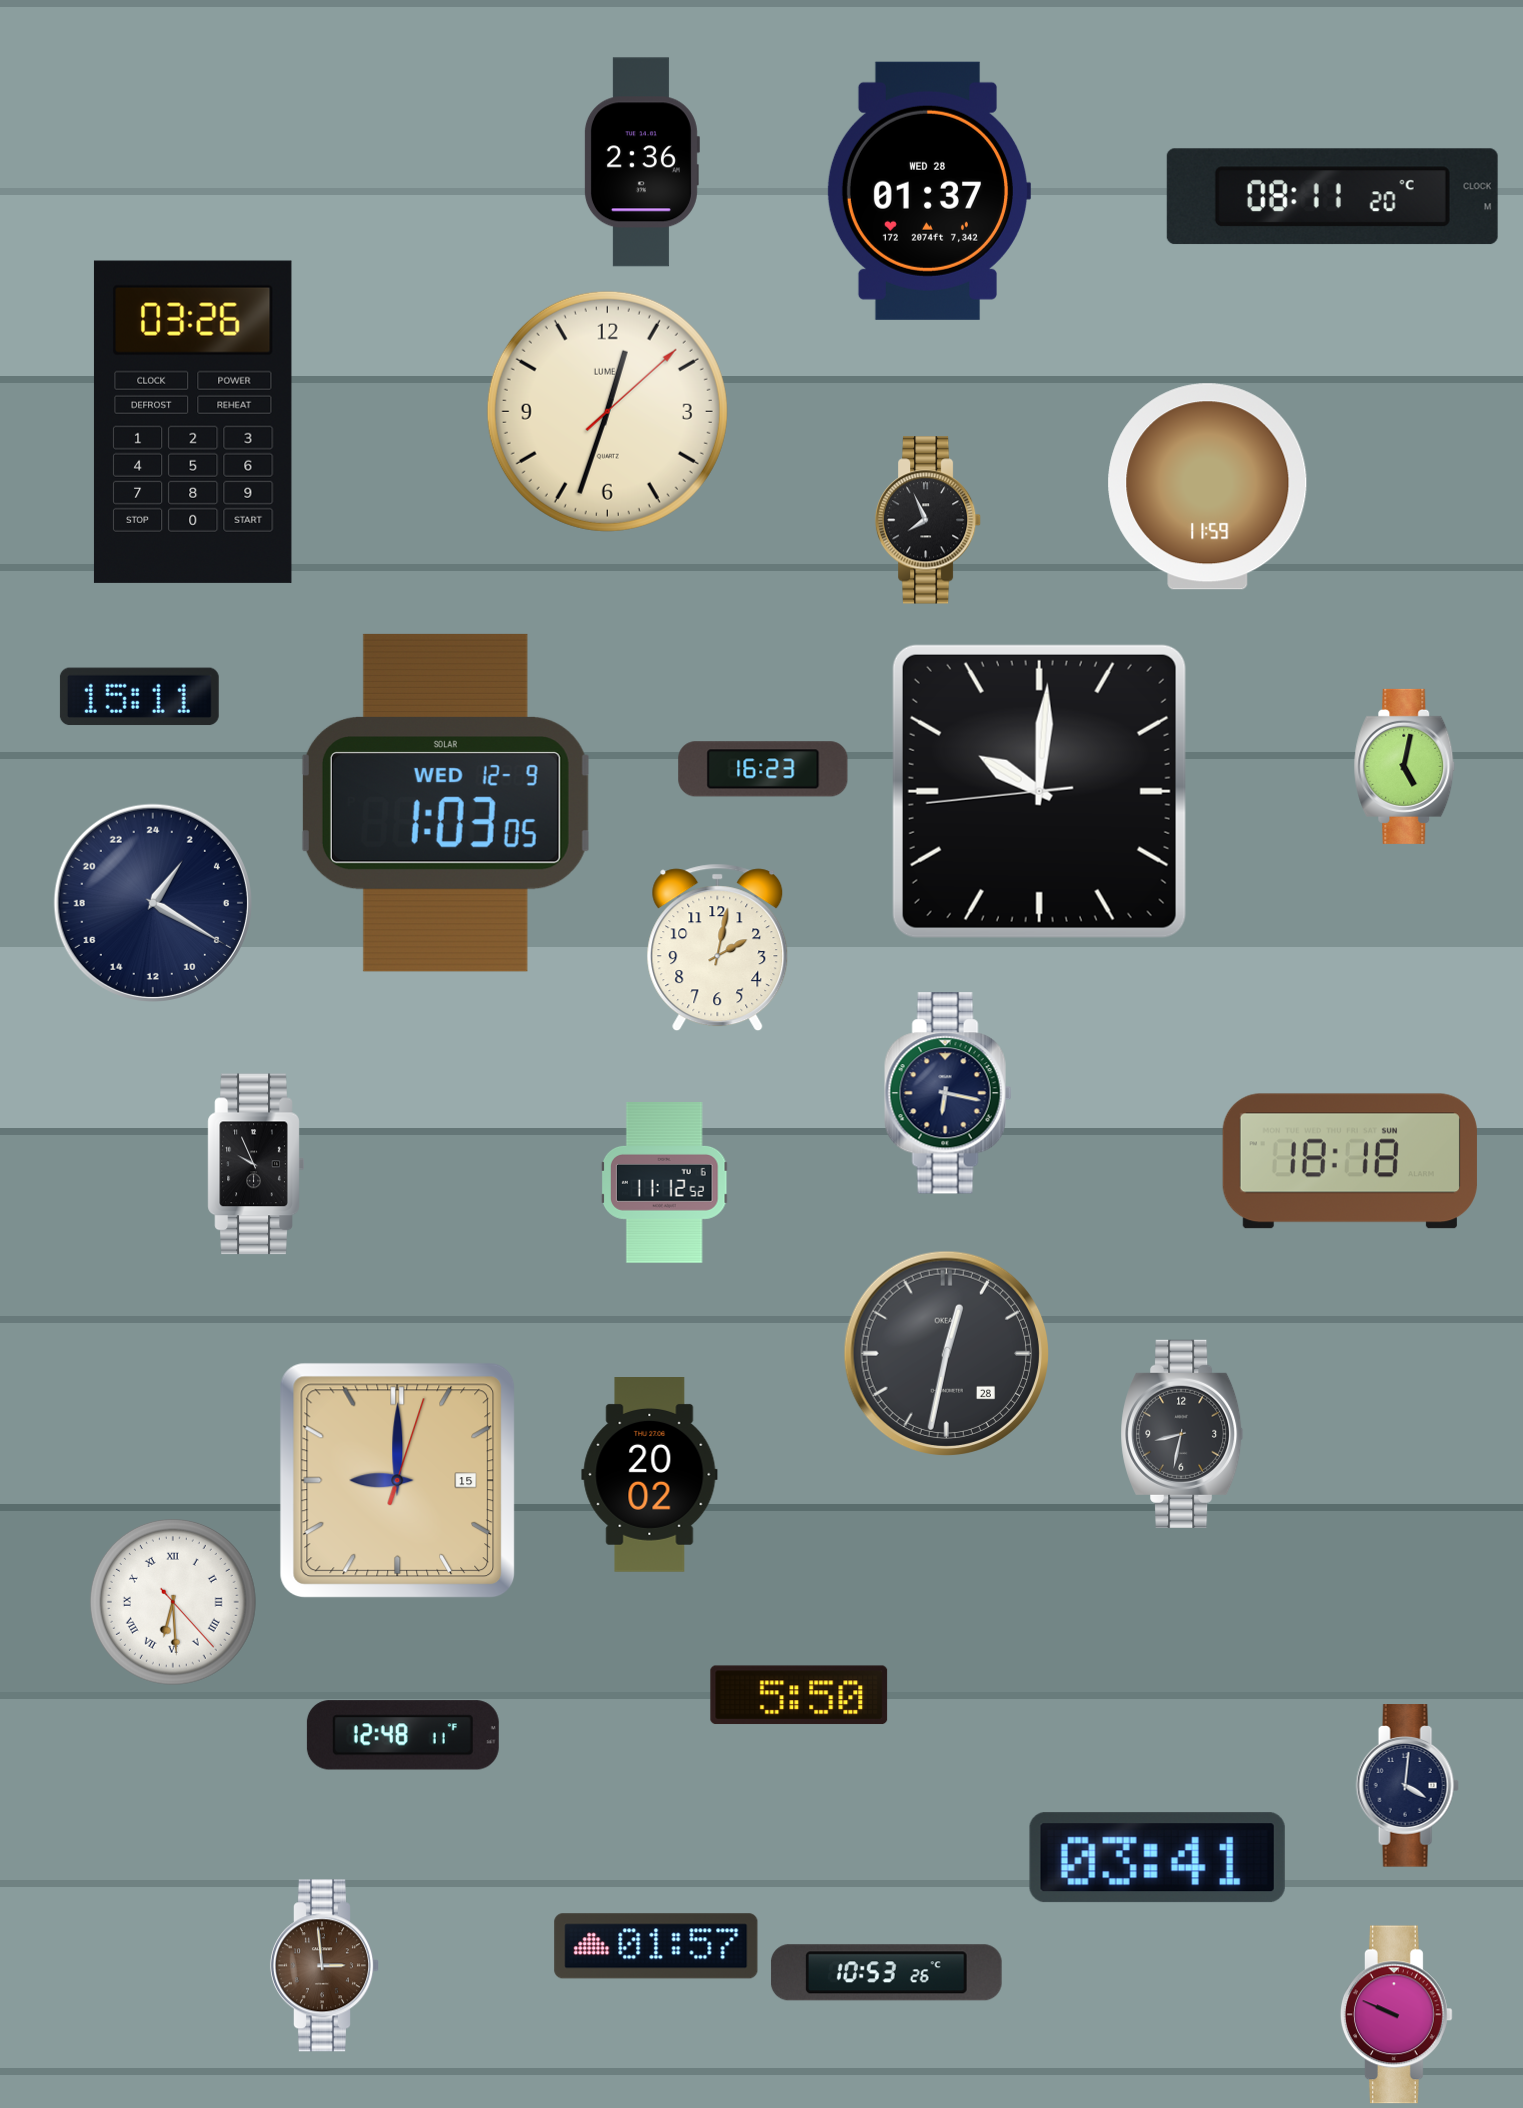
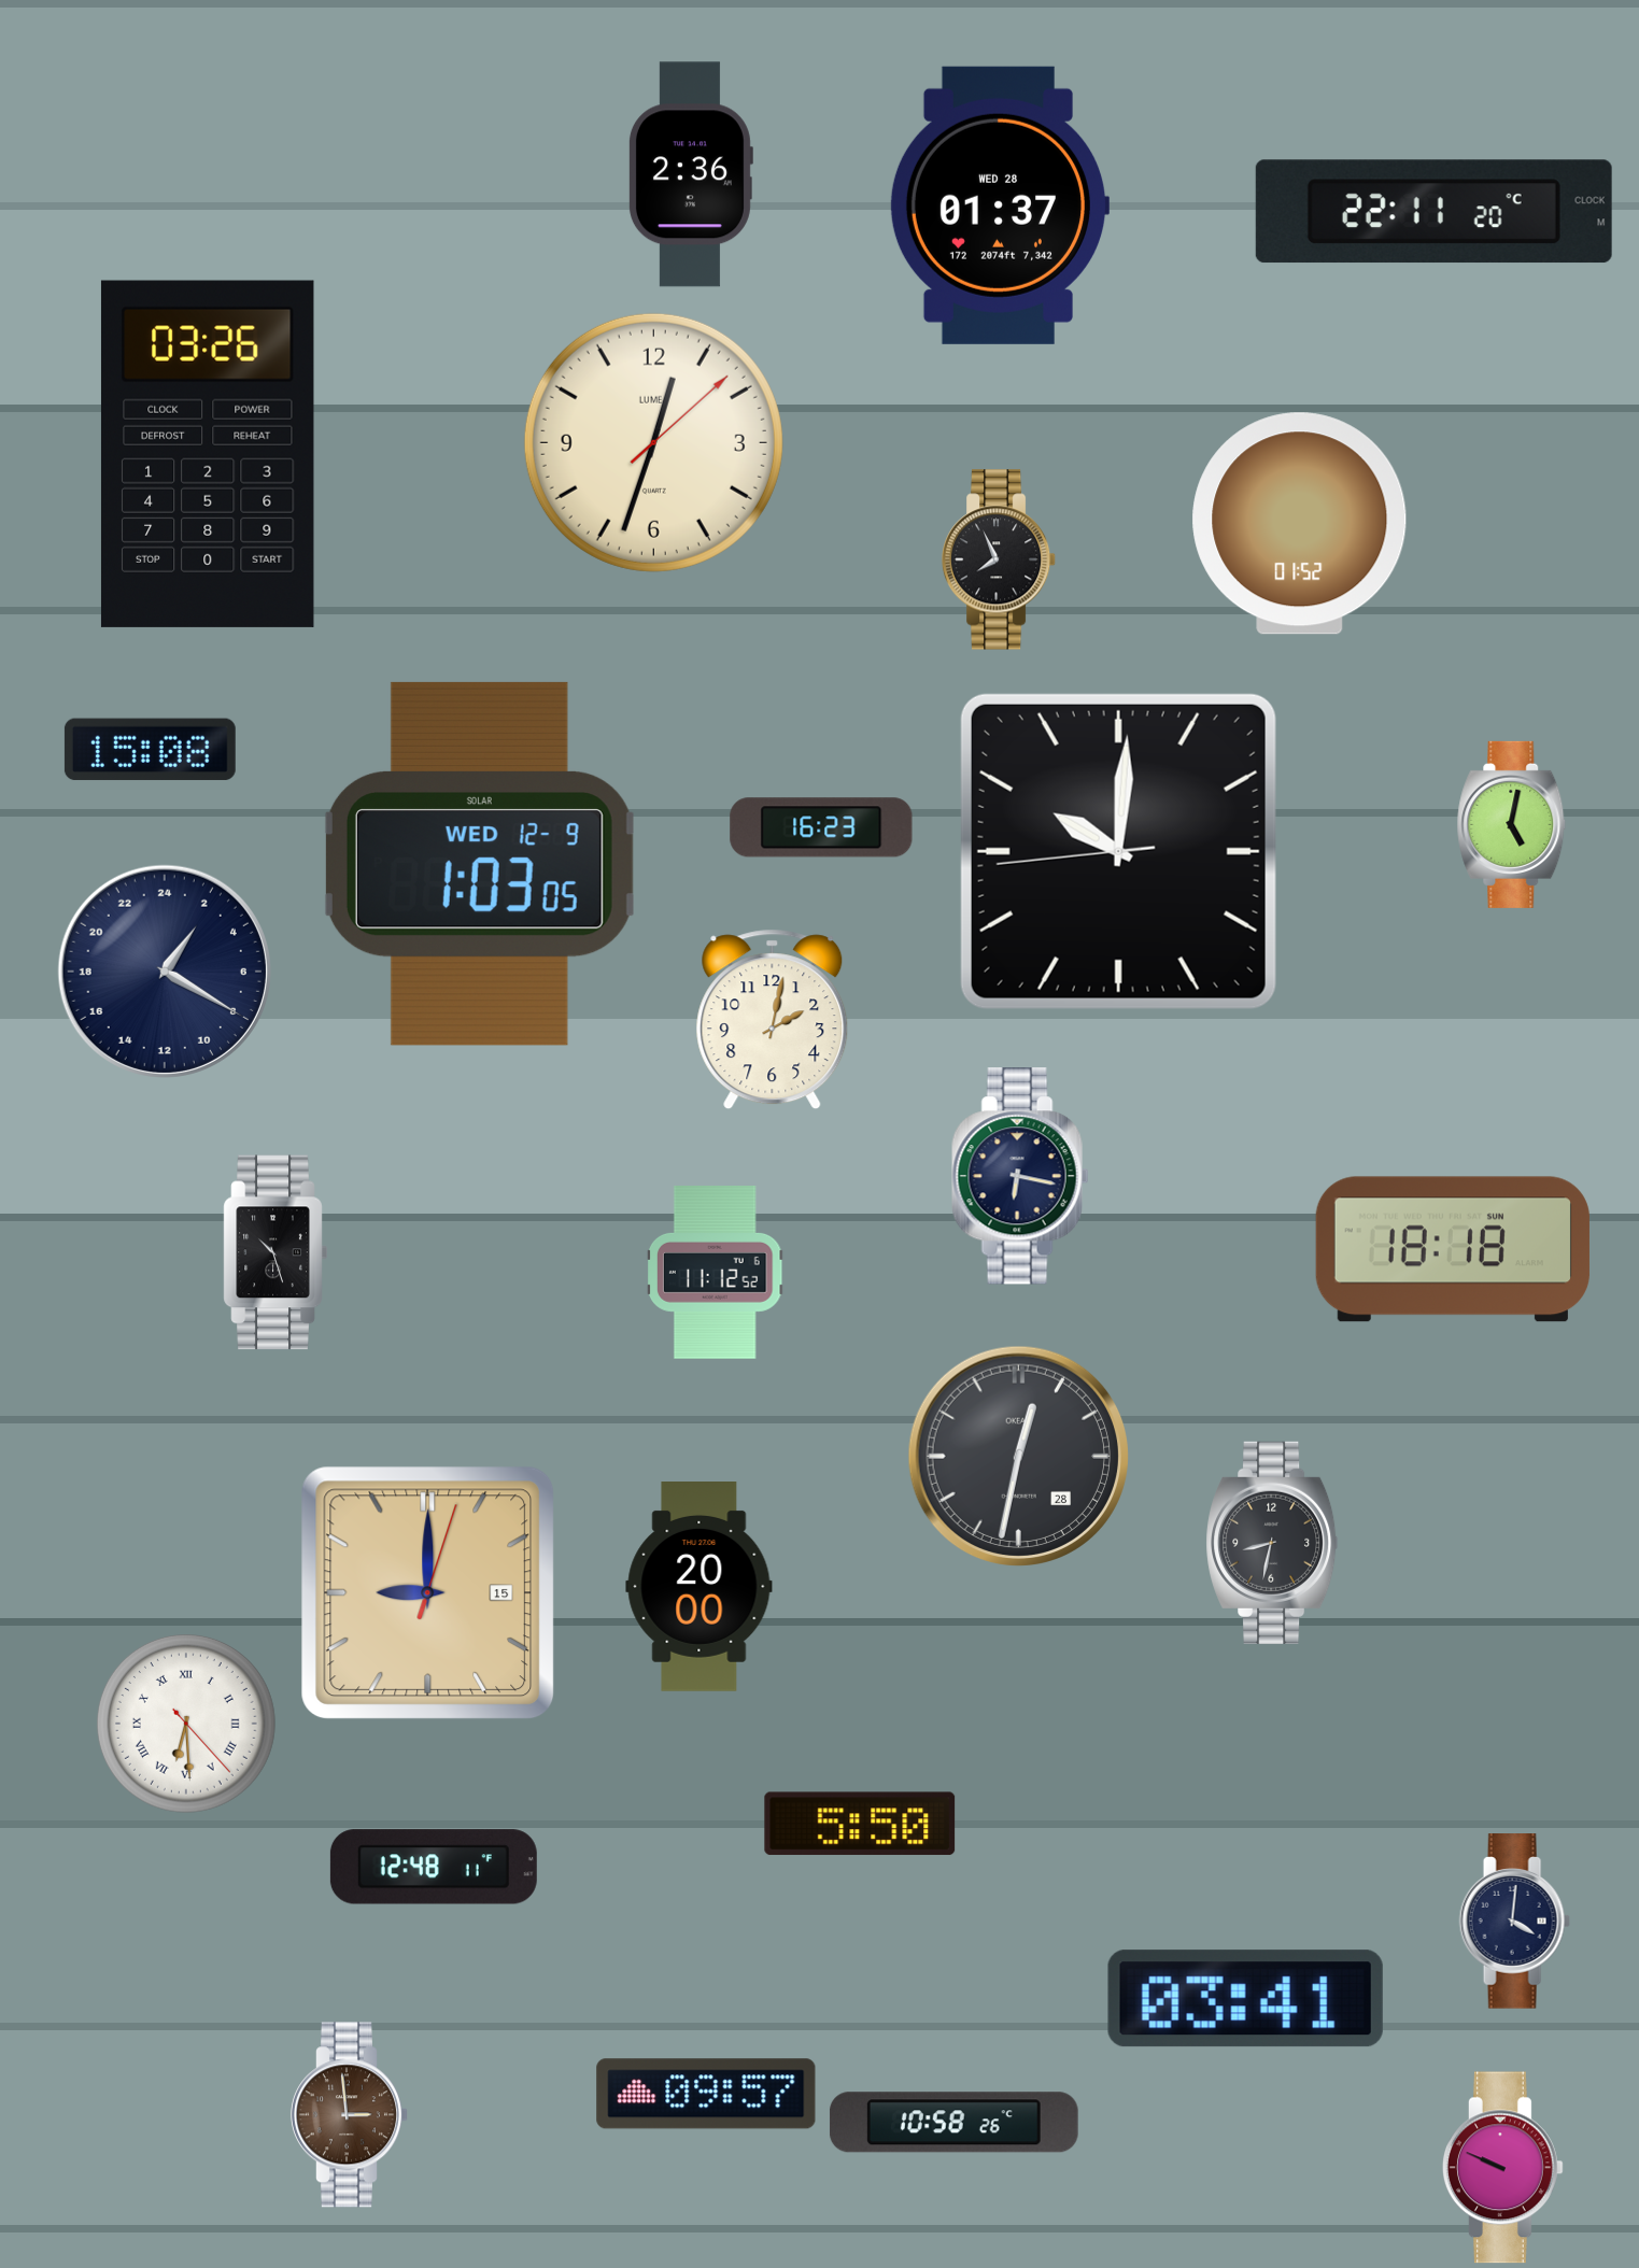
clock at (1332, 197): 08:11 -> 22:11
clock at (1208, 487): 11:59 -> 01:52
clock at (139, 697): 15:11 -> 15:08
clock at (256, 1164): 9:56 -> 10:27
clock at (650, 1475): 20:02 -> 20:00
clock at (656, 1946): 01:57 -> 09:57
clock at (886, 1973): 10:53 -> 10:58
